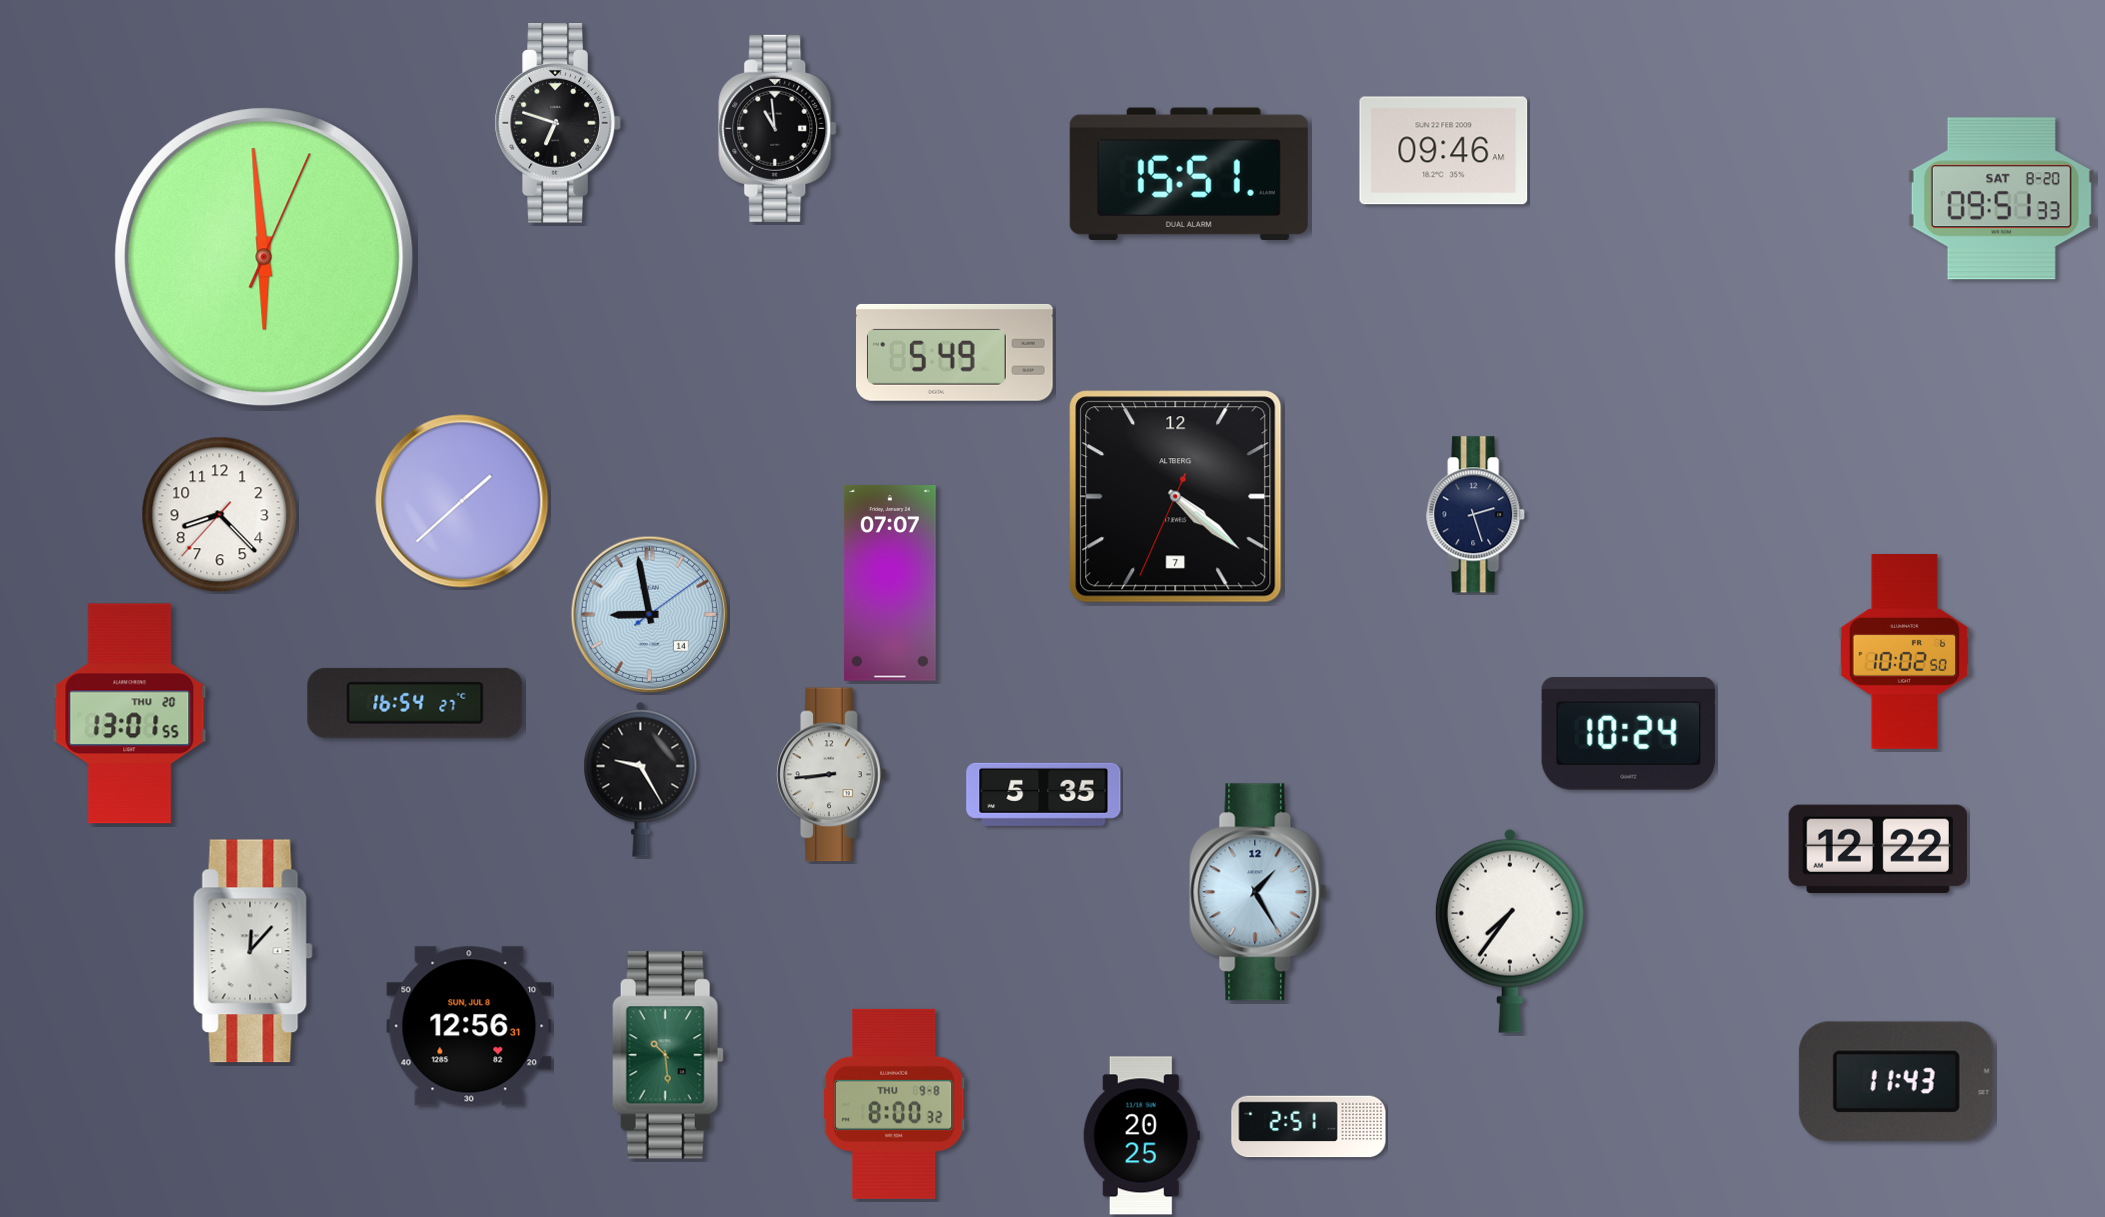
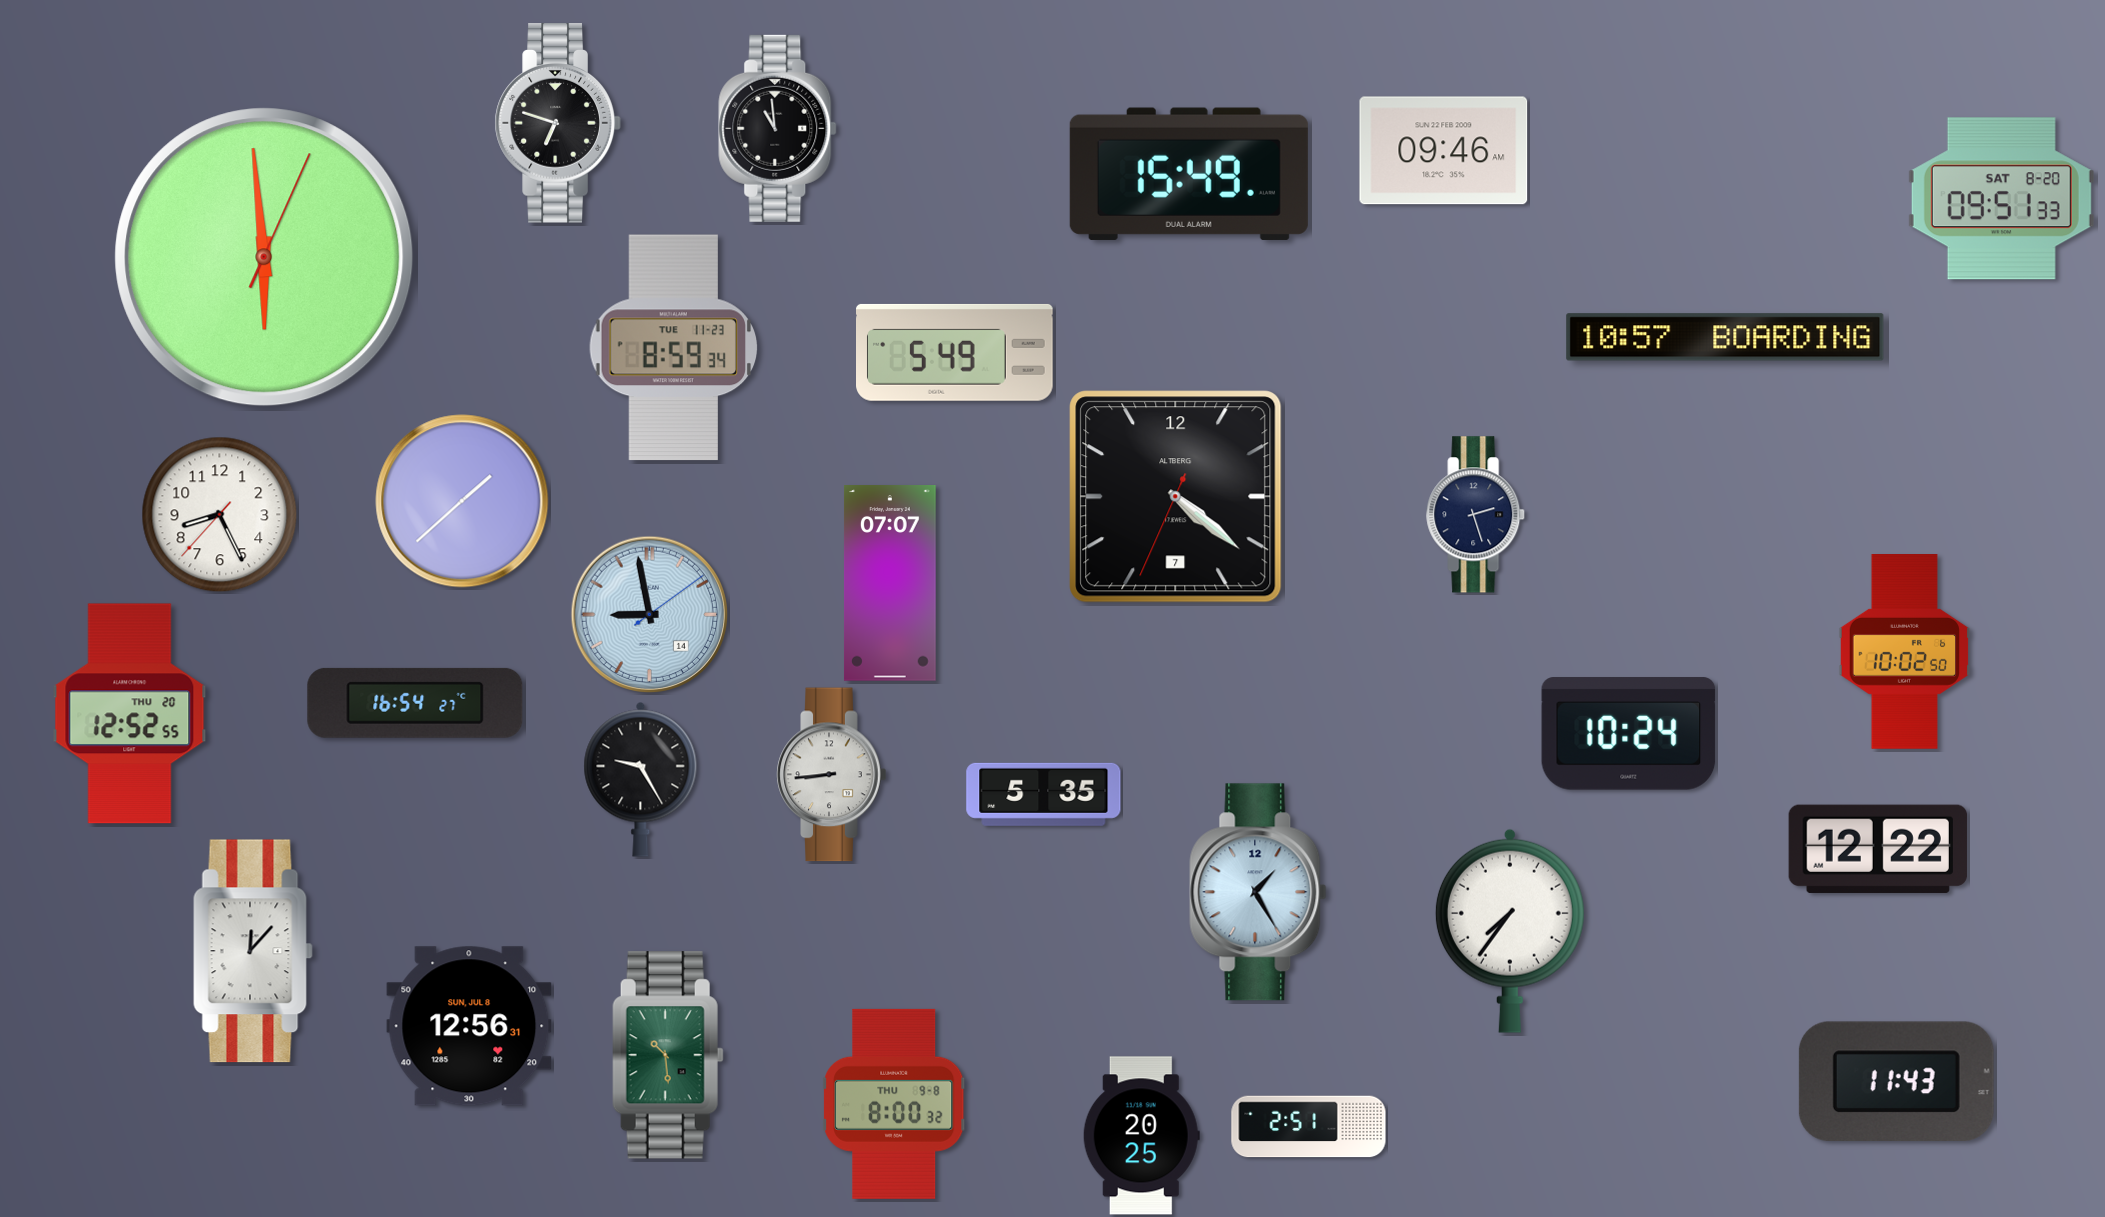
clock at (1189, 174): 15:51 -> 15:49
clock at (1725, 337): none -> 10:57
clock at (674, 348): none -> 8:59
clock at (220, 515): 8:22 -> 8:25
clock at (130, 714): 13:01 -> 12:52
